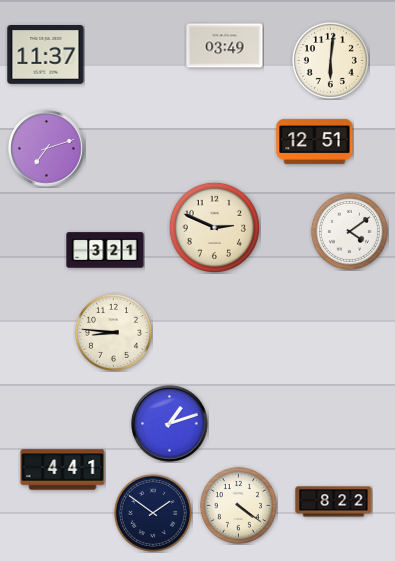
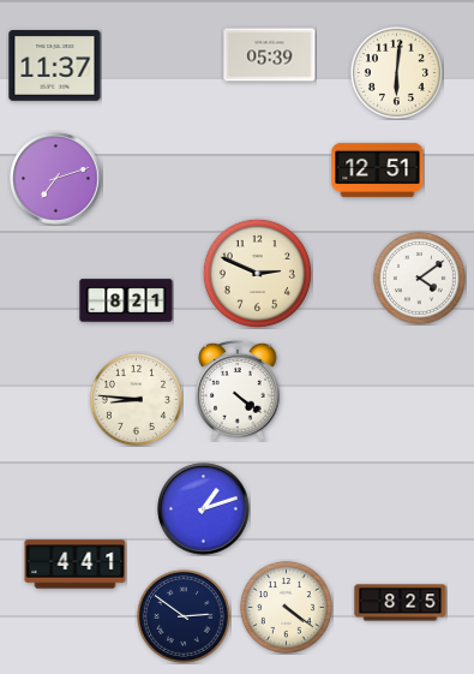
clock at (225, 46): 03:49 -> 05:39
clock at (105, 250): 3:21 -> 8:21
clock at (238, 392): none -> 4:21
clock at (334, 502): 8:22 -> 8:25
clock at (153, 513): 1:51 -> 2:51
